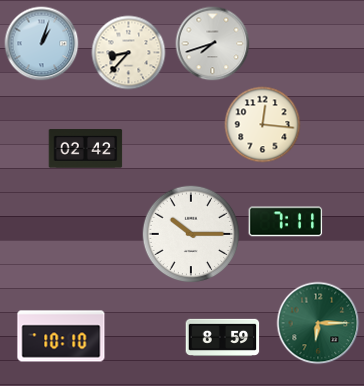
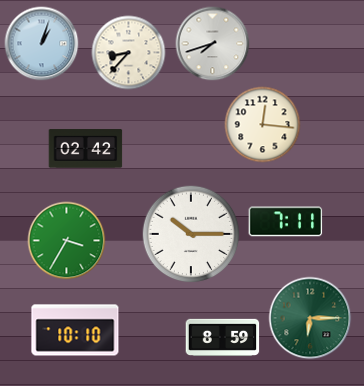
clock at (67, 241): none -> 3:35
clock at (318, 323) position: (318, 323) -> (310, 318)
clock at (61, 336) position: (61, 336) -> (75, 330)
